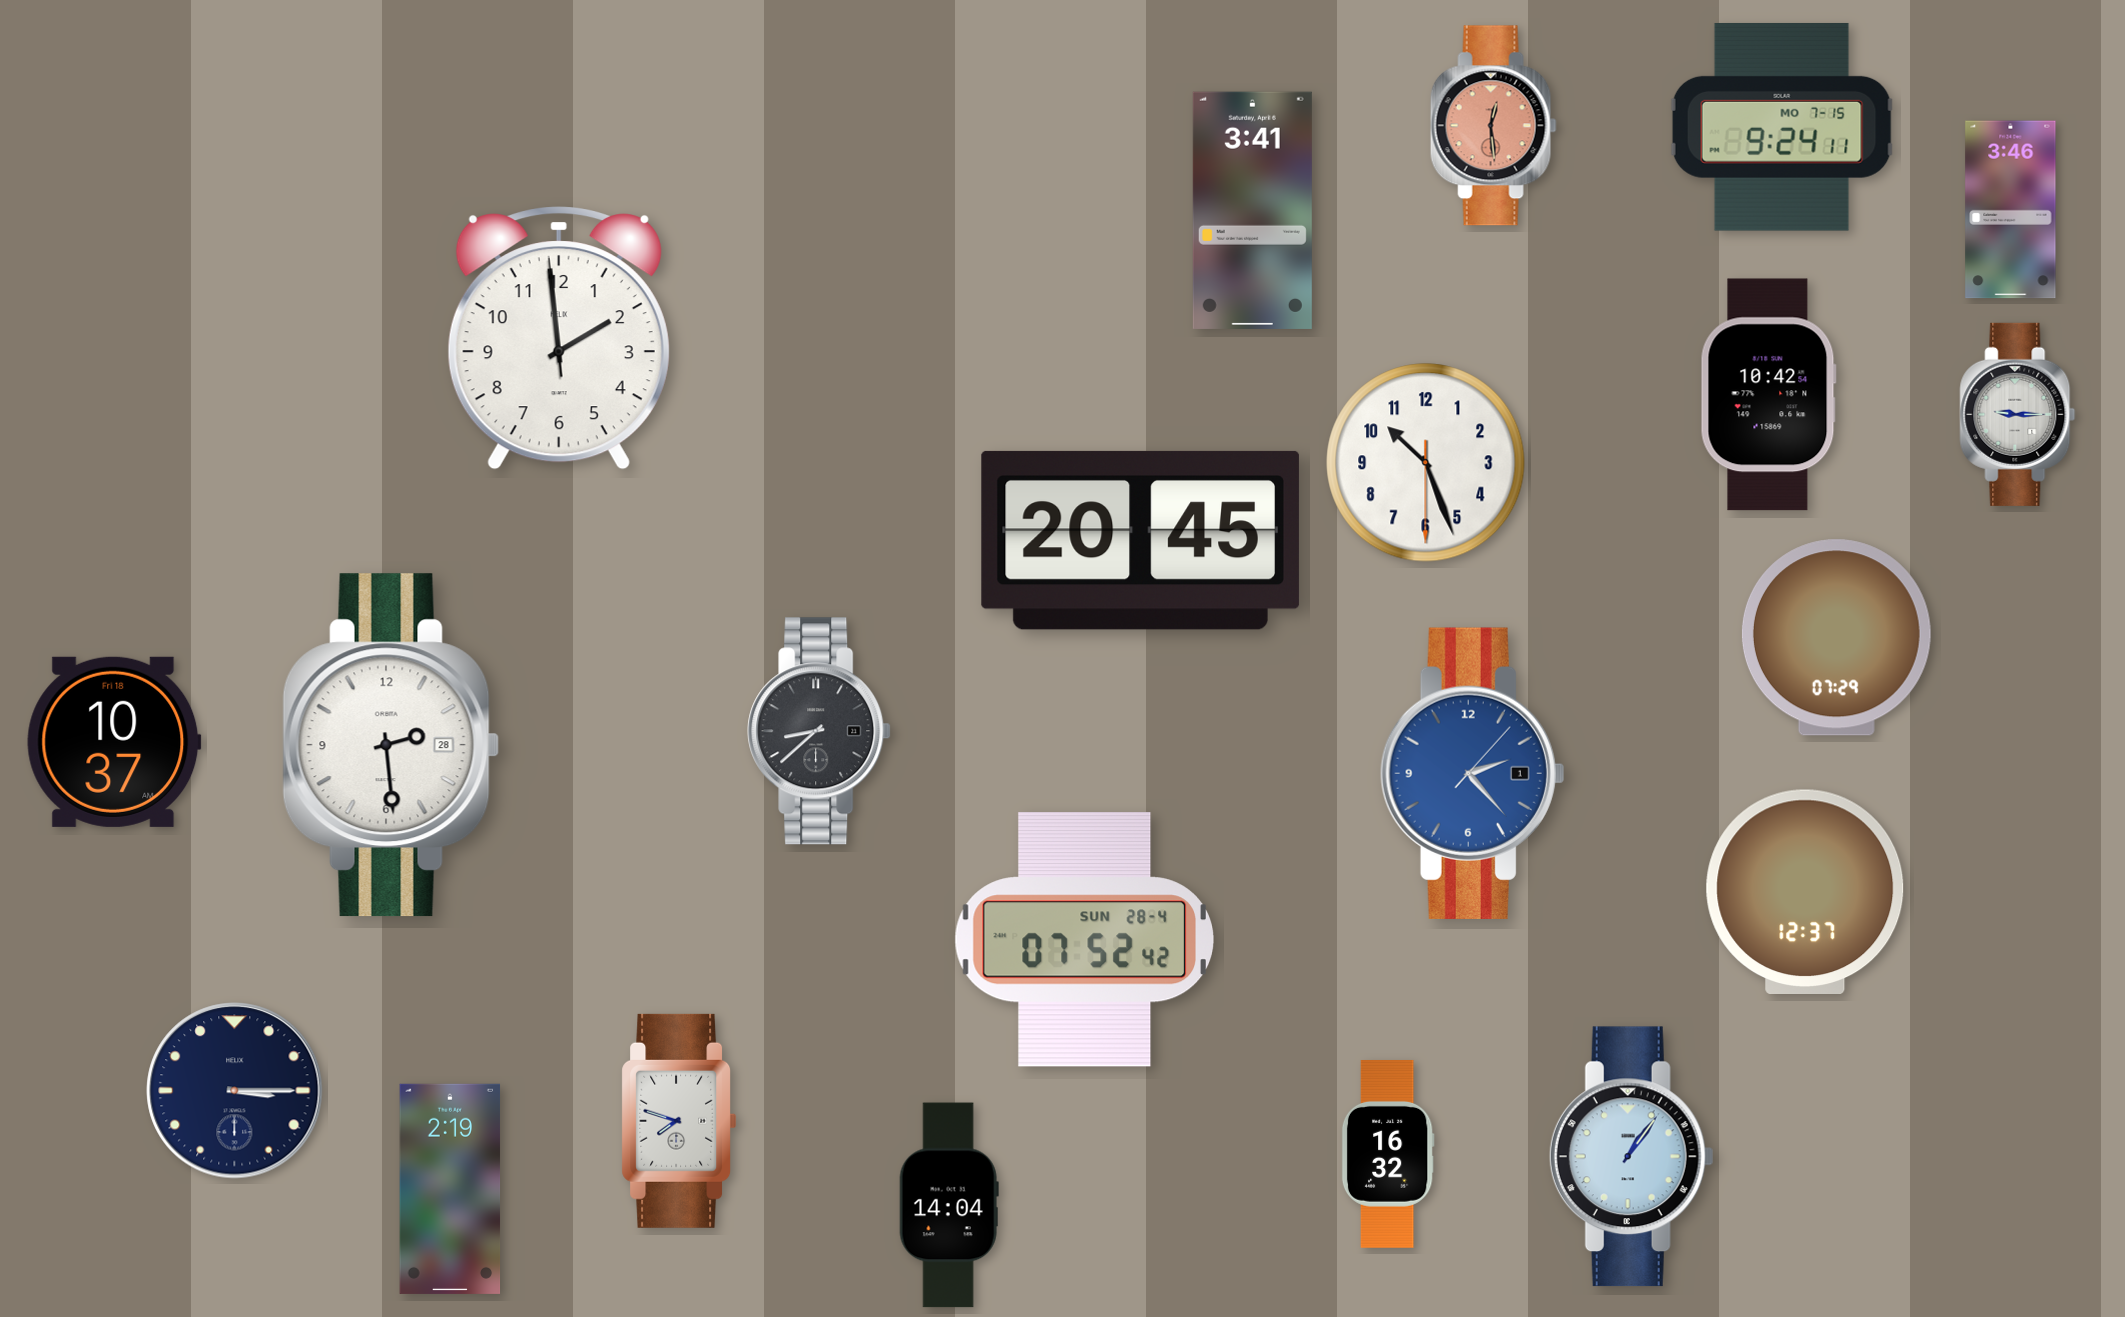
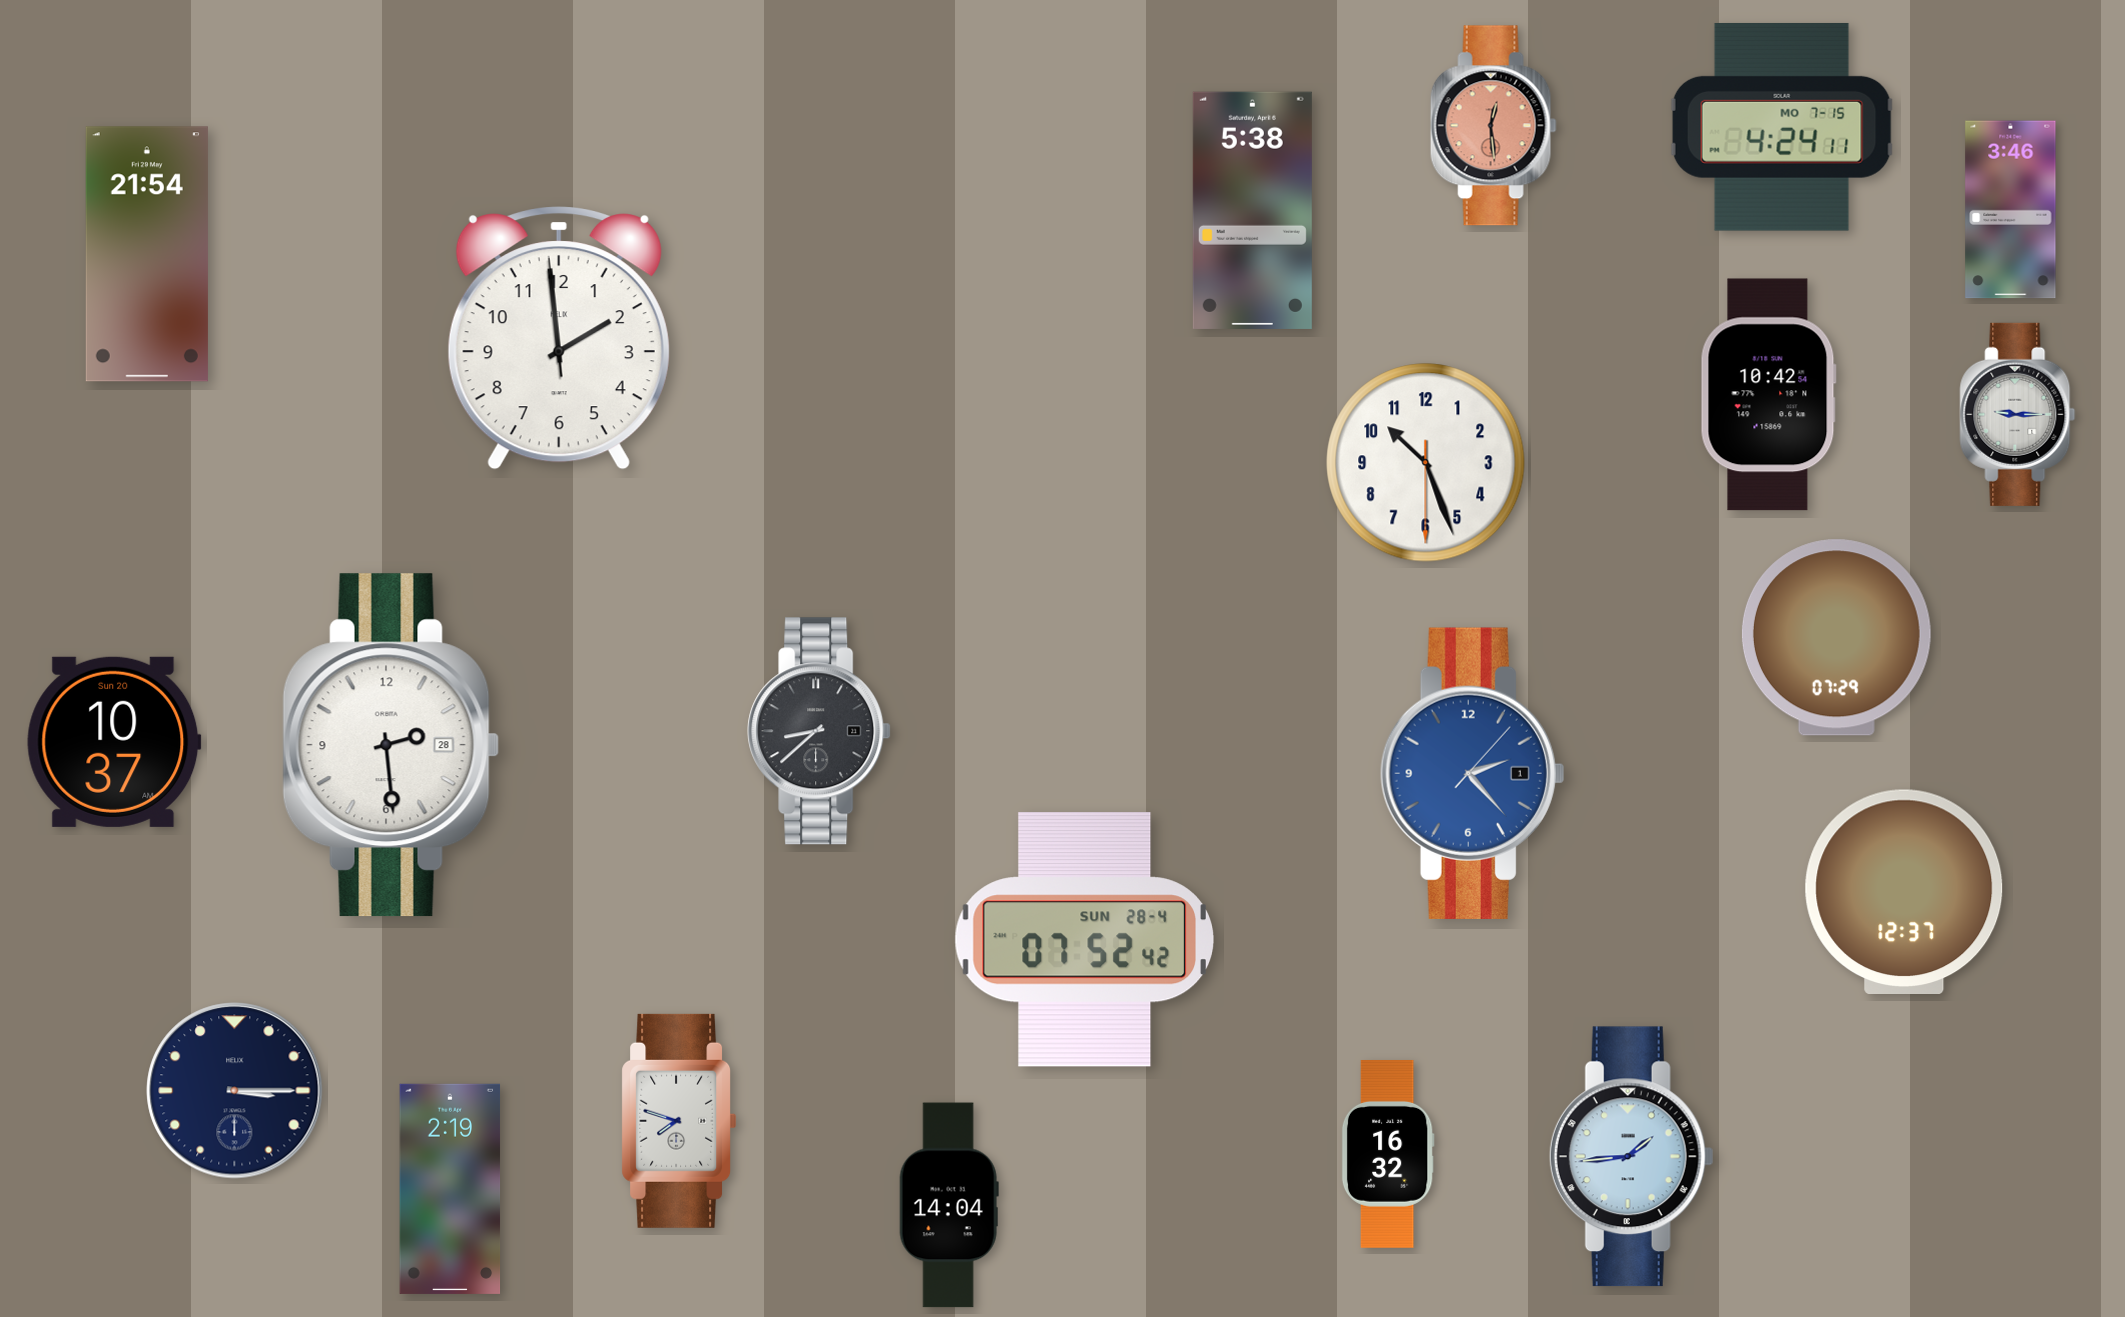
clock at (1782, 127): 9:24 -> 4:24
clock at (1252, 210): 3:41 -> 5:38
clock at (147, 254): none -> 21:54
clock at (1140, 540): 20:45 -> none
clock at (114, 742) date: Fri 18 -> Sun 20
clock at (1805, 891) position: (1805, 891) -> (1904, 891)
clock at (1631, 1157): 1:06 -> 1:44
